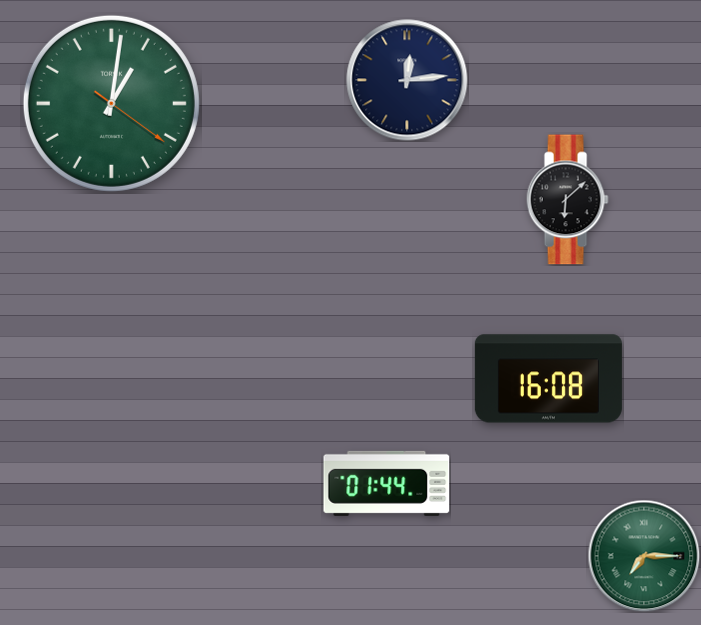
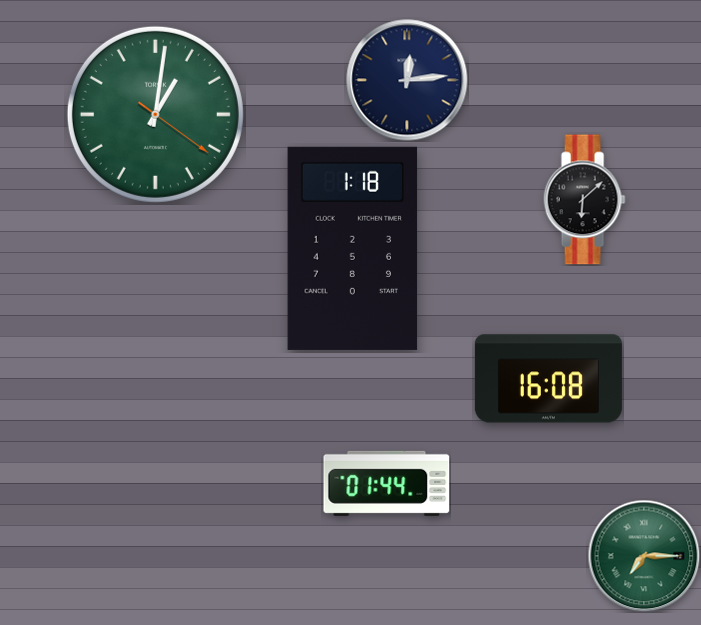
clock at (111, 103) position: (111, 103) -> (155, 114)
clock at (567, 200) position: (567, 200) -> (584, 200)
clock at (353, 248): none -> 1:18
